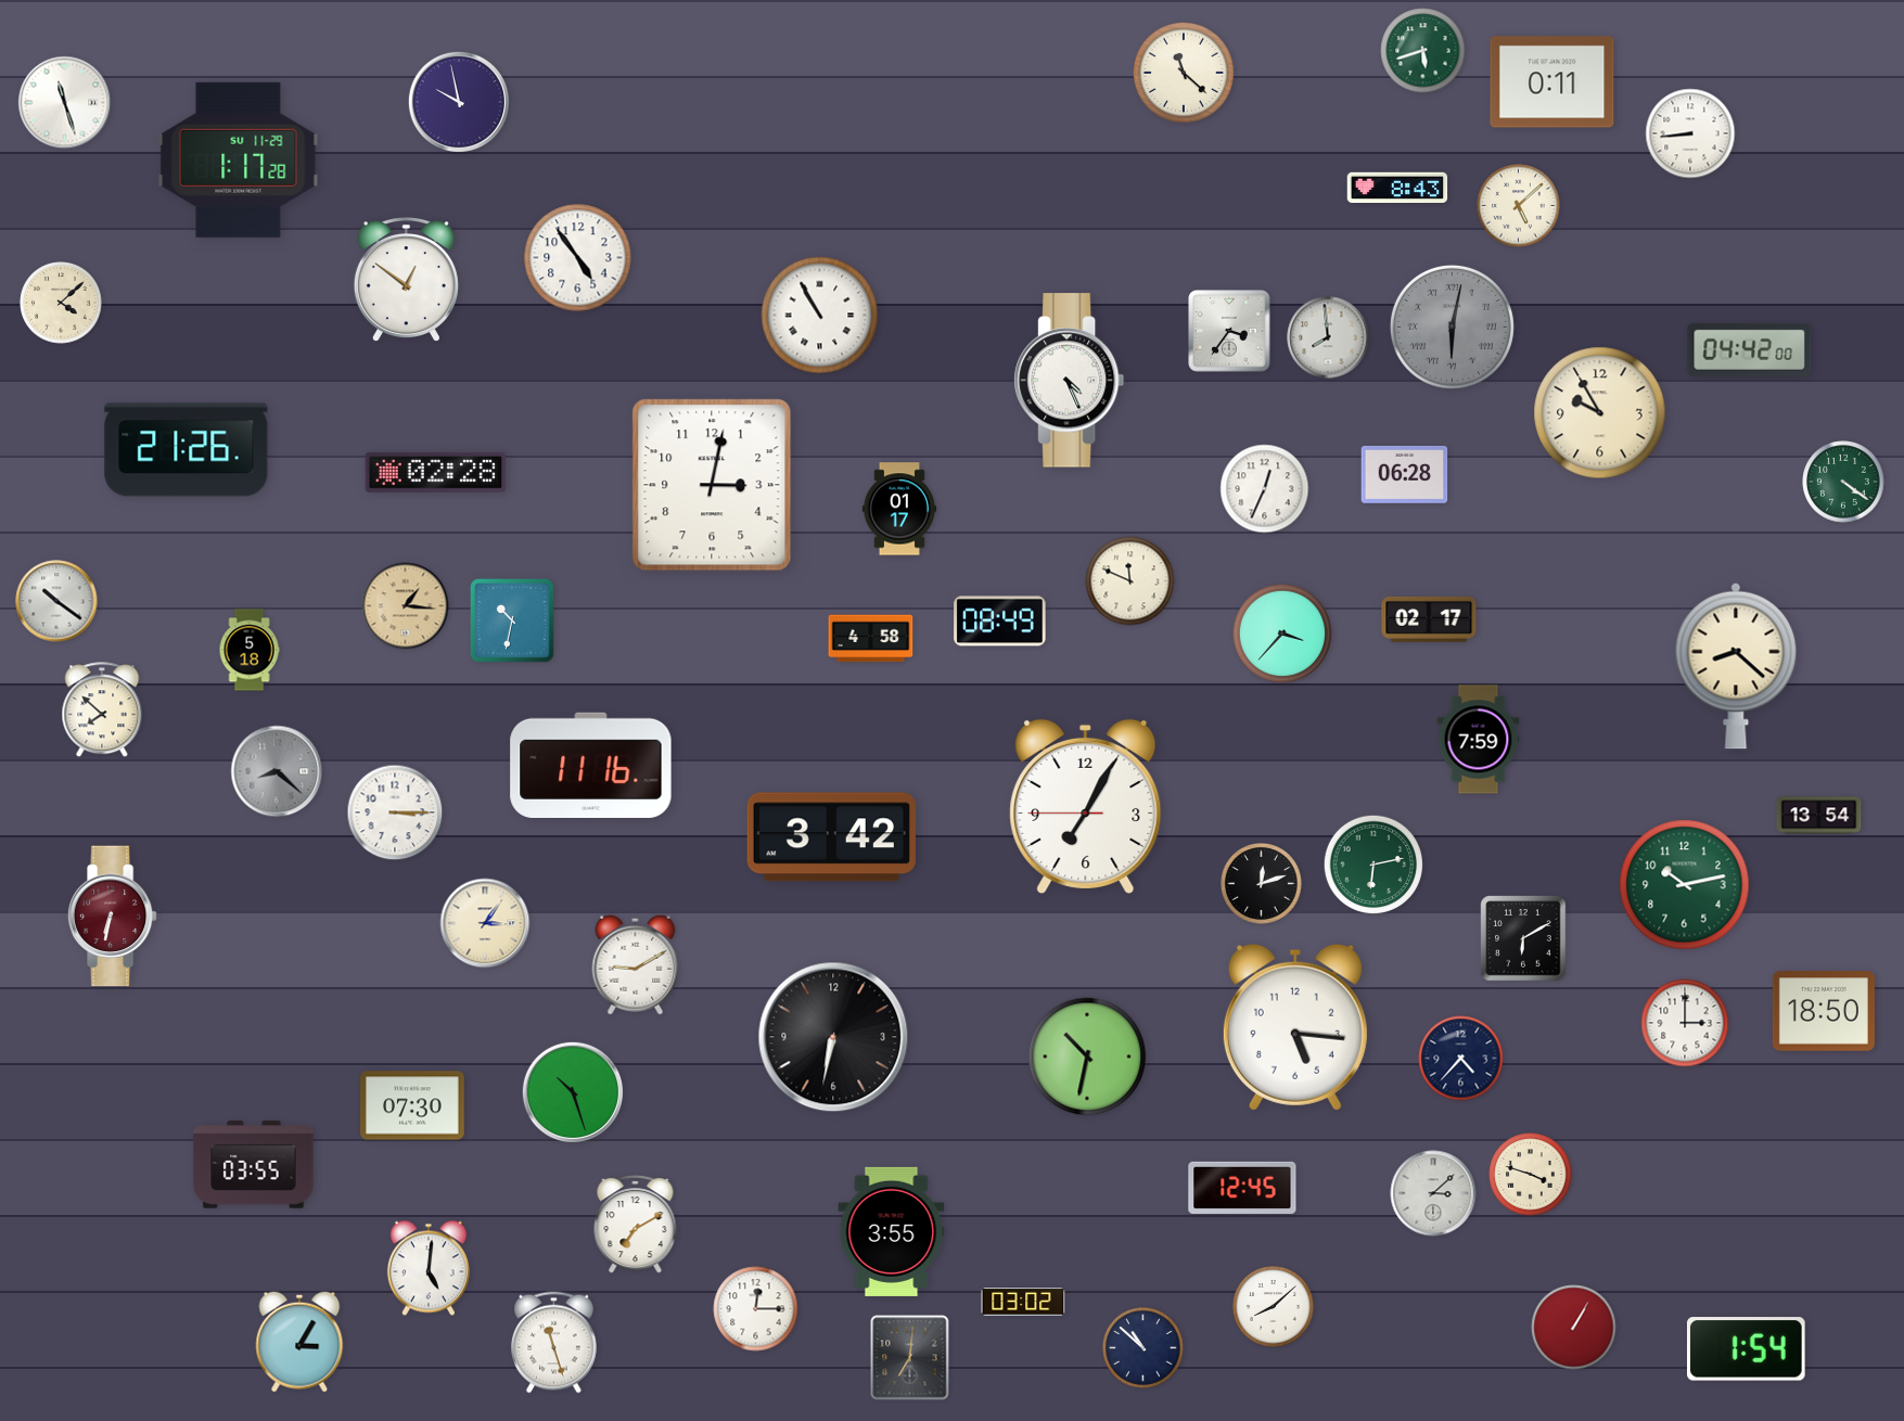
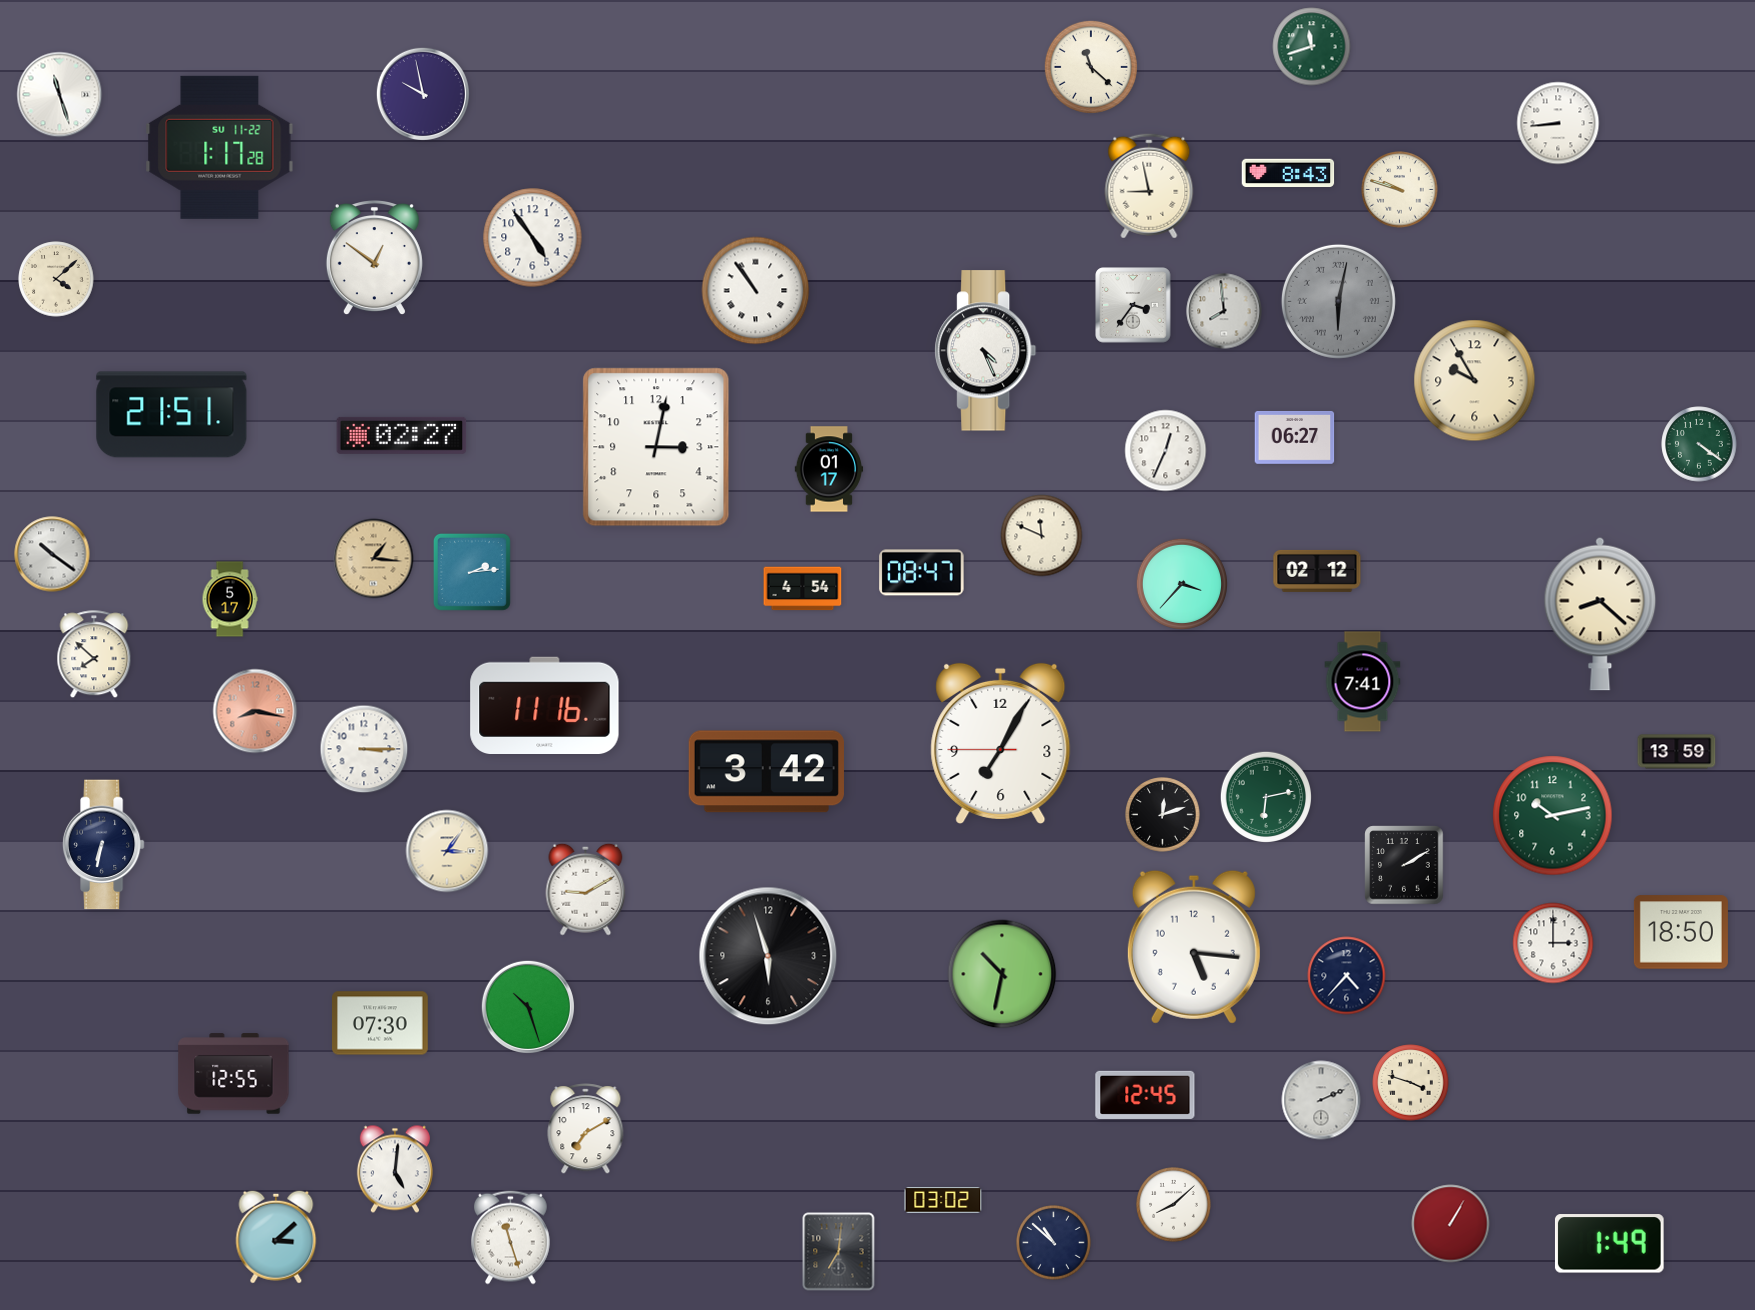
clock at (1423, 51): 5:42 -> 11:42
clock at (1552, 82): 0:11 -> none
clock at (239, 159) date: SU 11-29 -> SU 11-22
clock at (1149, 186): none -> 8:58
clock at (1519, 206): 5:08 -> 9:48
clock at (820, 316): 10:55 -> 10:54
clock at (1750, 349): 04:42 -> none
clock at (187, 450): 21:26 -> 21:51
clock at (436, 472): 02:28 -> 02:27
clock at (1405, 474): 06:28 -> 06:27
clock at (1429, 619): 02:17 -> 02:12
clock at (512, 620): 10:32 -> 2:14
clock at (1000, 622): 08:49 -> 08:47
clock at (871, 639): 4:58 -> 4:54
clock at (250, 650): 5:18 -> 5:17
clock at (1479, 740): 7:59 -> 7:41
clock at (277, 771): 8:22 -> 8:17
clock at (277, 771) dial: grey -> salmon
clock at (1819, 816): 13:54 -> 13:59
clock at (112, 917) dial: burgundy -> navy
clock at (1523, 938): 6:10 -> 2:10
clock at (833, 1037): 6:32 -> 5:57
clock at (413, 1105) position: (413, 1105) -> (381, 1023)
clock at (254, 1165): 03:55 -> 12:55
clock at (1433, 1193): 3:08 -> 2:11
clock at (892, 1231): 3:55 -> none
clock at (756, 1309): 12:15 -> none
clock at (299, 1342): 3:05 -> 3:08
clock at (1746, 1349): 1:54 -> 1:49
